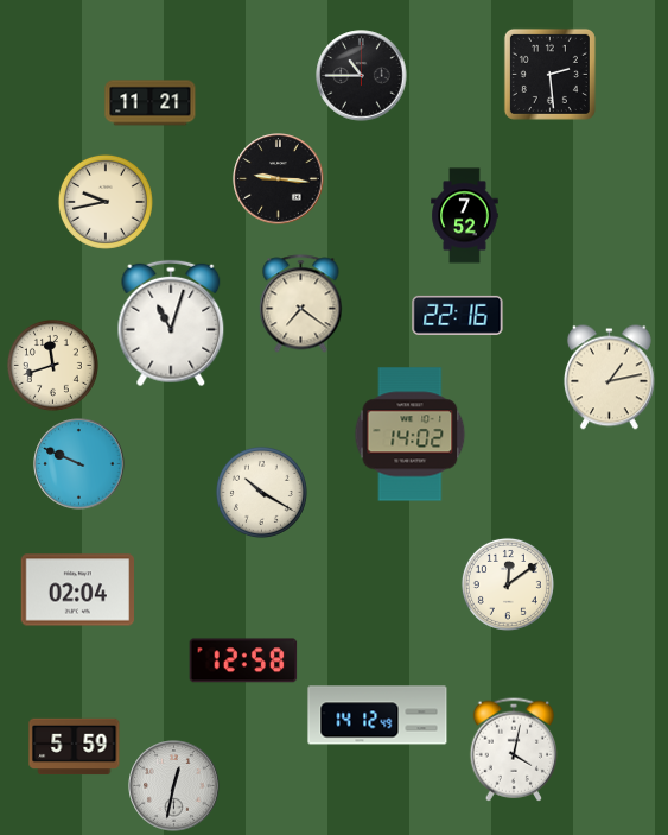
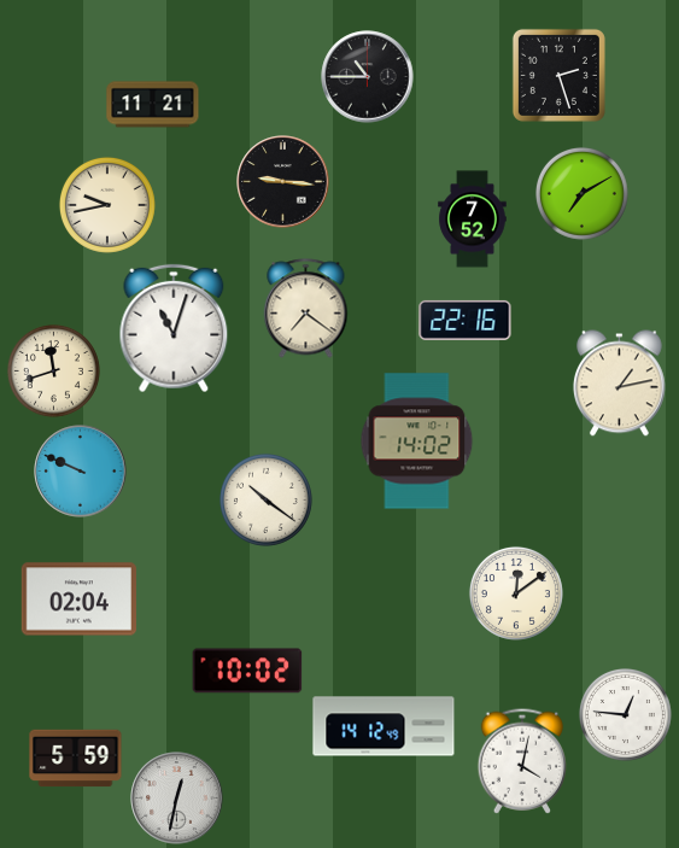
clock at (549, 74): 2:29 -> 2:27
clock at (581, 193): none -> 7:10
clock at (261, 492): 10:20 -> 10:21
clock at (243, 660): 12:58 -> 10:02
clock at (625, 714): none -> 12:46
